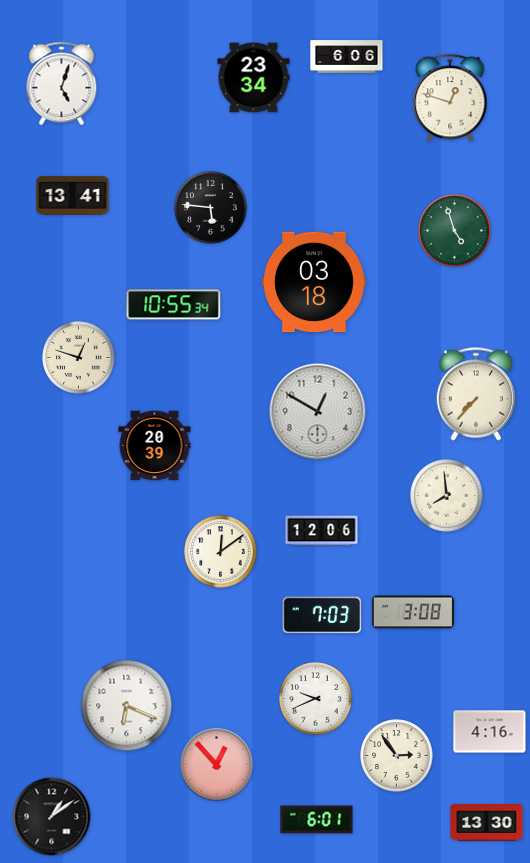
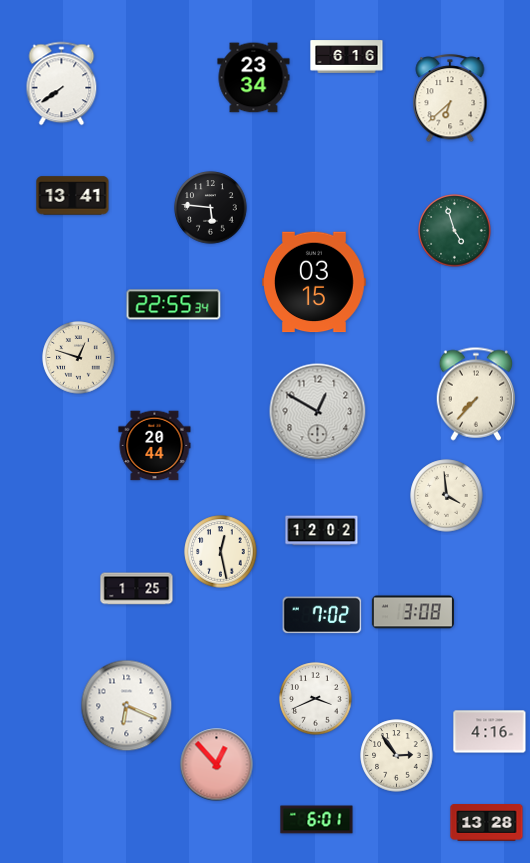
clock at (347, 57): 6:06 -> 6:16
clock at (62, 84): 5:03 -> 7:39
clock at (450, 99): 12:48 -> 6:38
clock at (315, 282): 03:18 -> 03:15
clock at (174, 305): 10:55 -> 22:55
clock at (155, 446): 20:39 -> 20:44
clock at (447, 496): 7:59 -> 3:59
clock at (322, 531): 12:06 -> 12:02
clock at (221, 552): 12:09 -> 12:28
clock at (137, 589): none -> 1:25
clock at (322, 615): 7:03 -> 7:02
clock at (316, 699): 9:41 -> 3:41
clock at (52, 817): 1:09 -> none
clock at (487, 823): 13:30 -> 13:28
